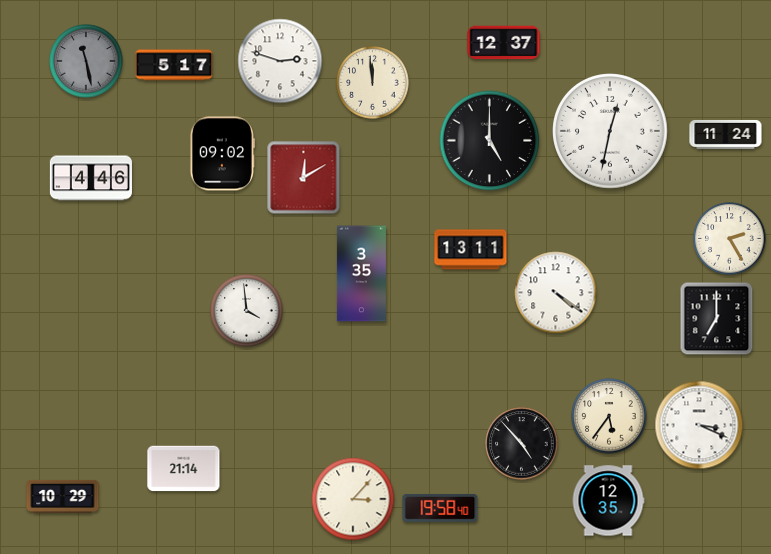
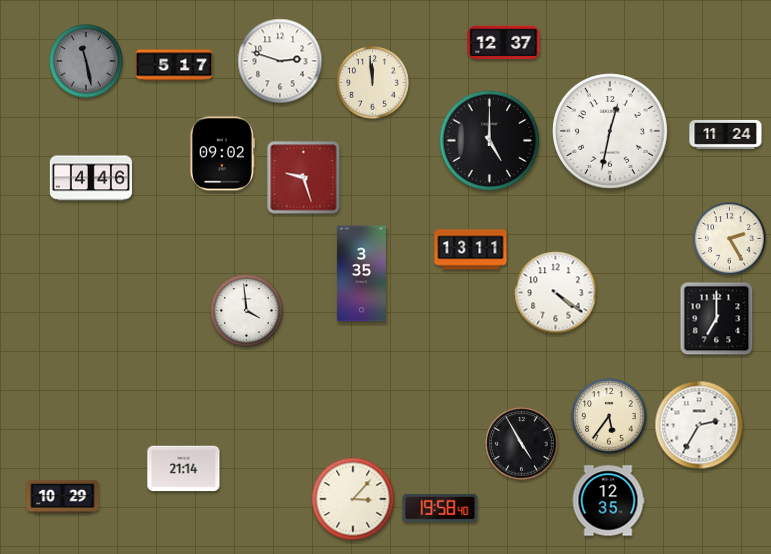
clock at (304, 178): 12:10 -> 9:27
clock at (699, 425): 3:19 -> 2:35
clock at (522, 444): 4:53 -> 4:55
